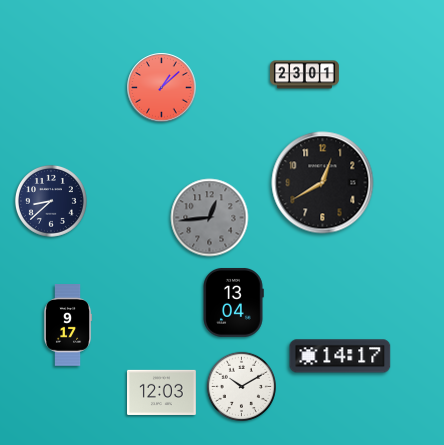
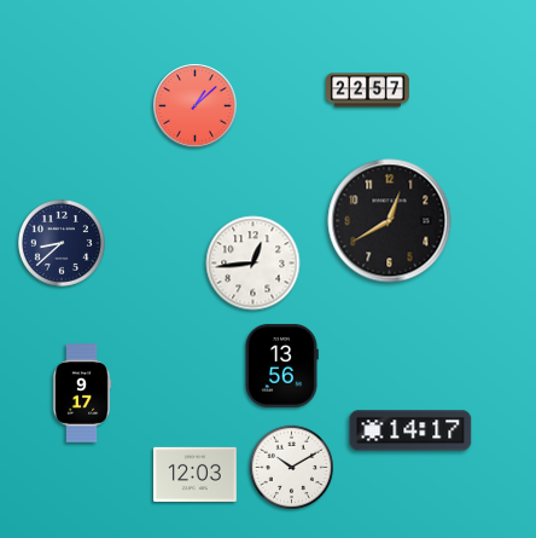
clock at (305, 75): 23:01 -> 22:57
clock at (210, 218) dial: grey -> white
clock at (233, 302): 13:04 -> 13:56
